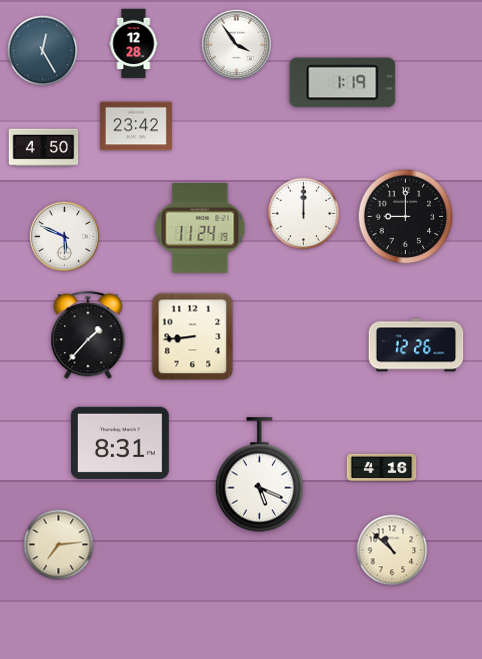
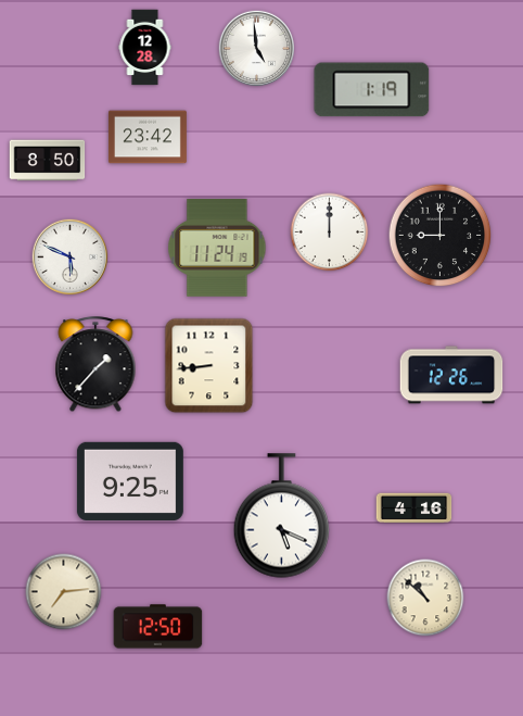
clock at (236, 44): 3:54 -> 4:59
clock at (43, 51): 12:25 -> none
clock at (44, 148): 4:50 -> 8:50
clock at (120, 443): 8:31 -> 9:25
clock at (158, 627): none -> 12:50
